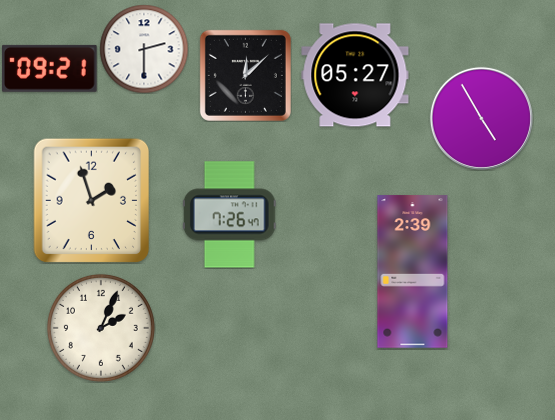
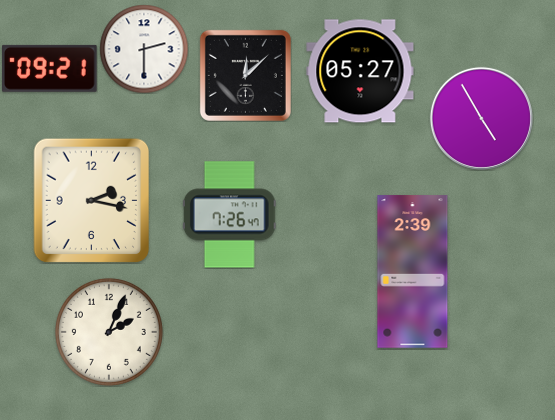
clock at (355, 75) position: (355, 75) -> (360, 71)
clock at (92, 200): 1:57 -> 2:17
clock at (101, 328) position: (101, 328) -> (109, 332)
